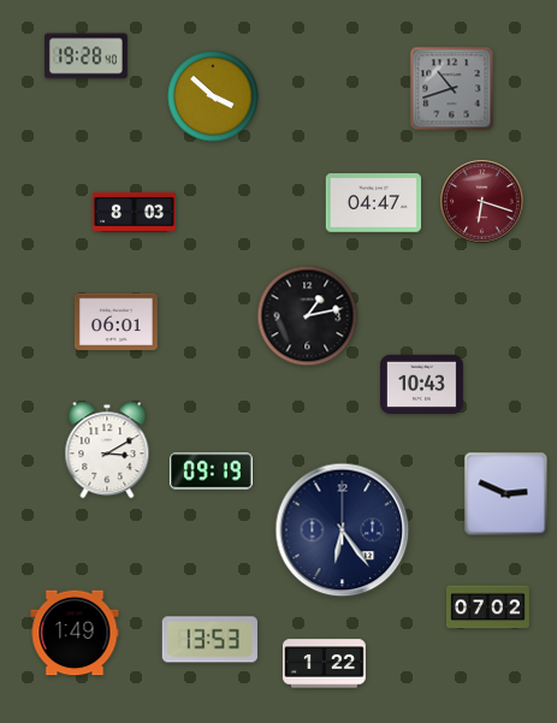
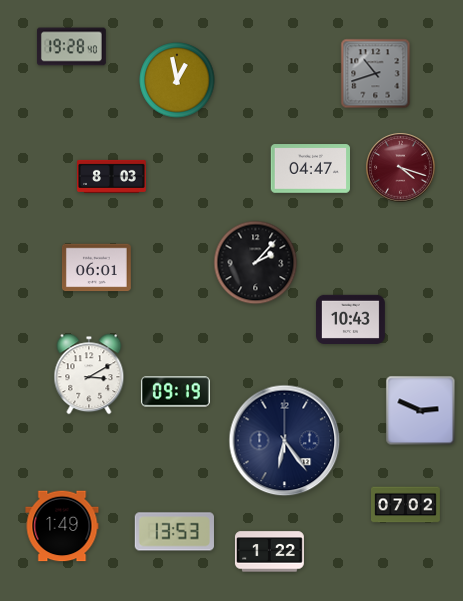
clock at (213, 96): 3:52 -> 12:58
clock at (482, 202): 6:18 -> 4:18
clock at (308, 316): 1:13 -> 2:07
